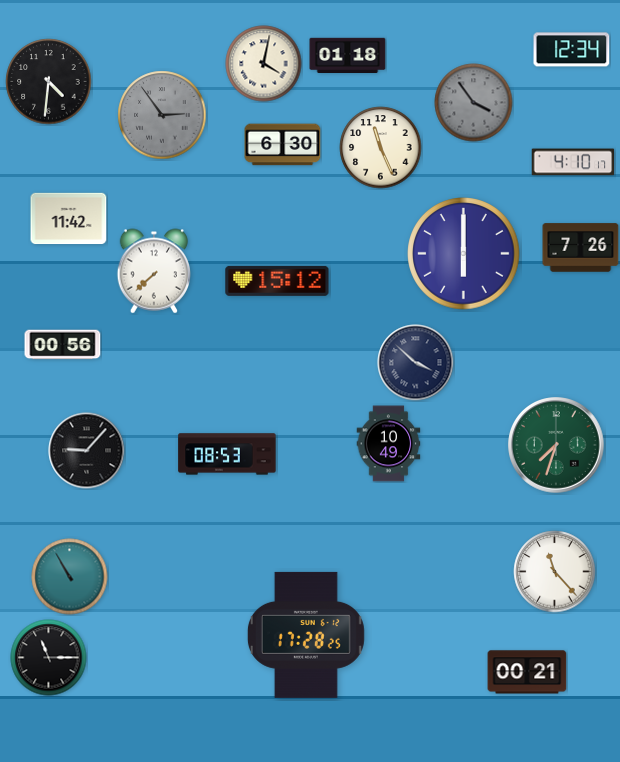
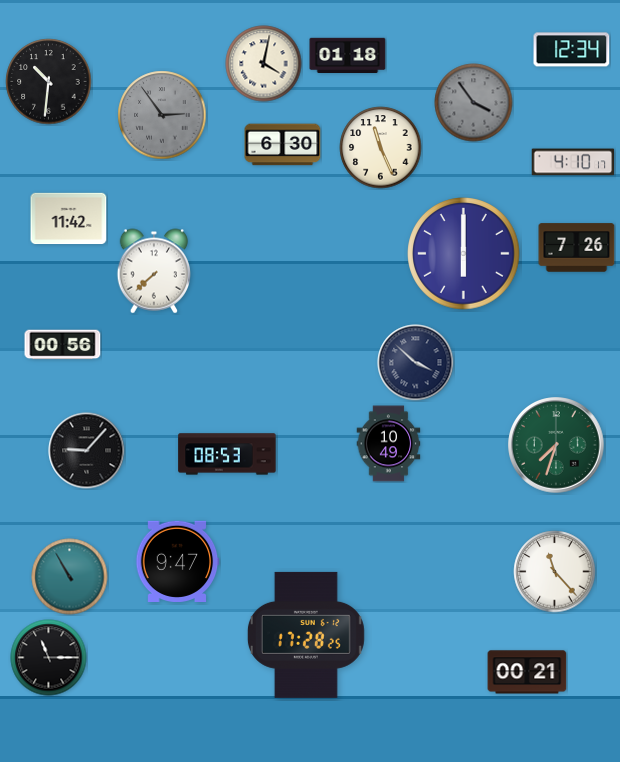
clock at (49, 82): 4:31 -> 10:31
clock at (581, 248) position: (581, 248) -> (577, 248)
clock at (277, 281): 15:12 -> none
clock at (177, 561): none -> 9:47
